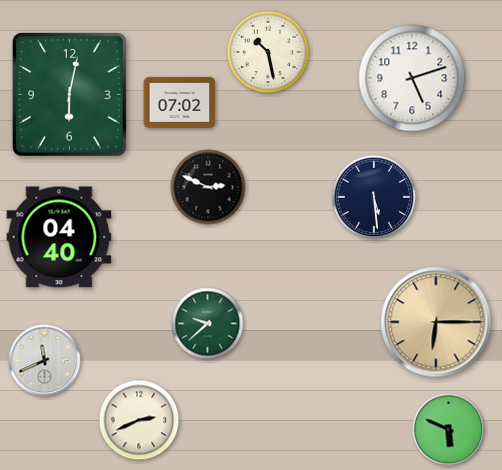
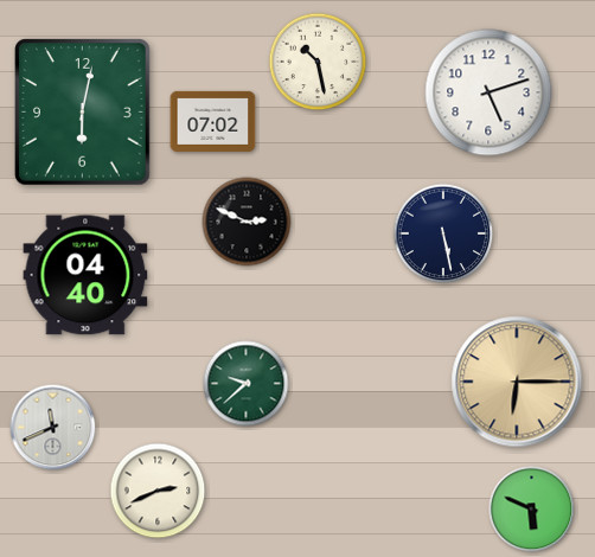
clock at (374, 197): 5:29 -> 5:28
clock at (59, 237) position: (59, 237) -> (85, 275)
clock at (139, 420) position: (139, 420) -> (158, 491)
